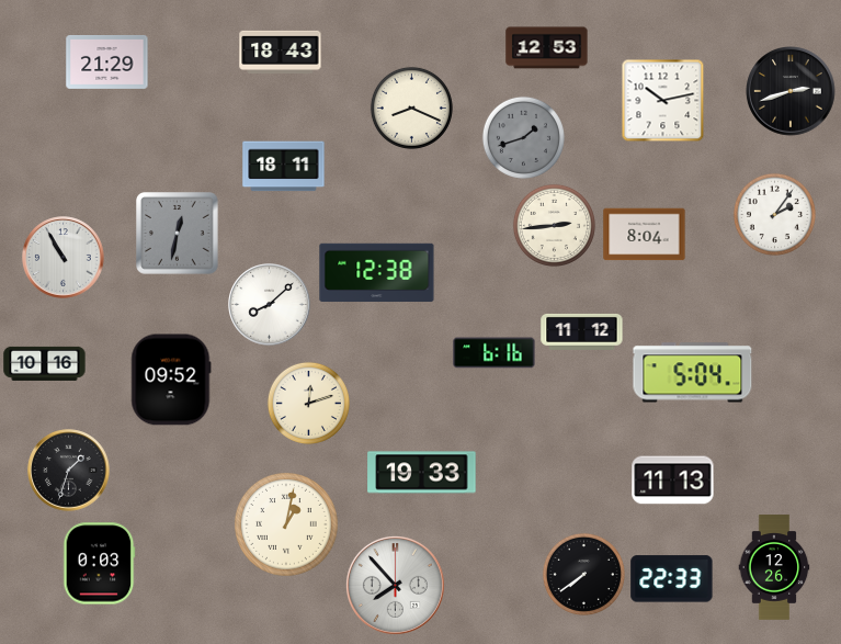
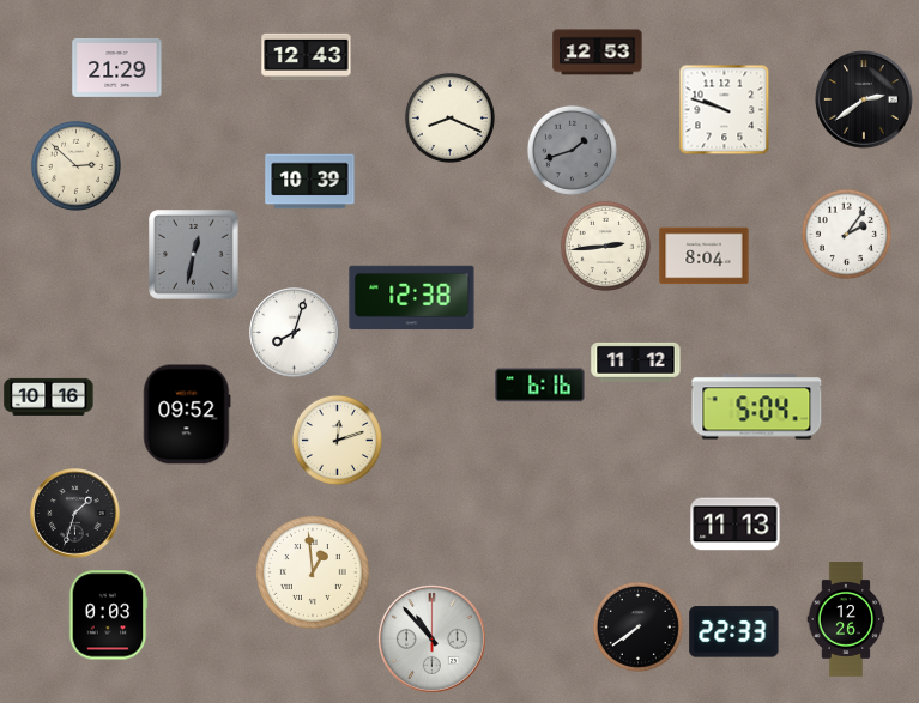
clock at (281, 52): 18:43 -> 12:43
clock at (791, 91): 2:42 -> 2:39
clock at (663, 101): 10:13 -> 9:48
clock at (75, 165): none -> 2:52
clock at (284, 167): 18:11 -> 10:39
clock at (64, 258): 10:55 -> none
clock at (270, 305): 8:08 -> 8:03
clock at (422, 473): 19:33 -> none
clock at (287, 526): 1:02 -> 12:59
clock at (395, 585): 7:53 -> 10:53
